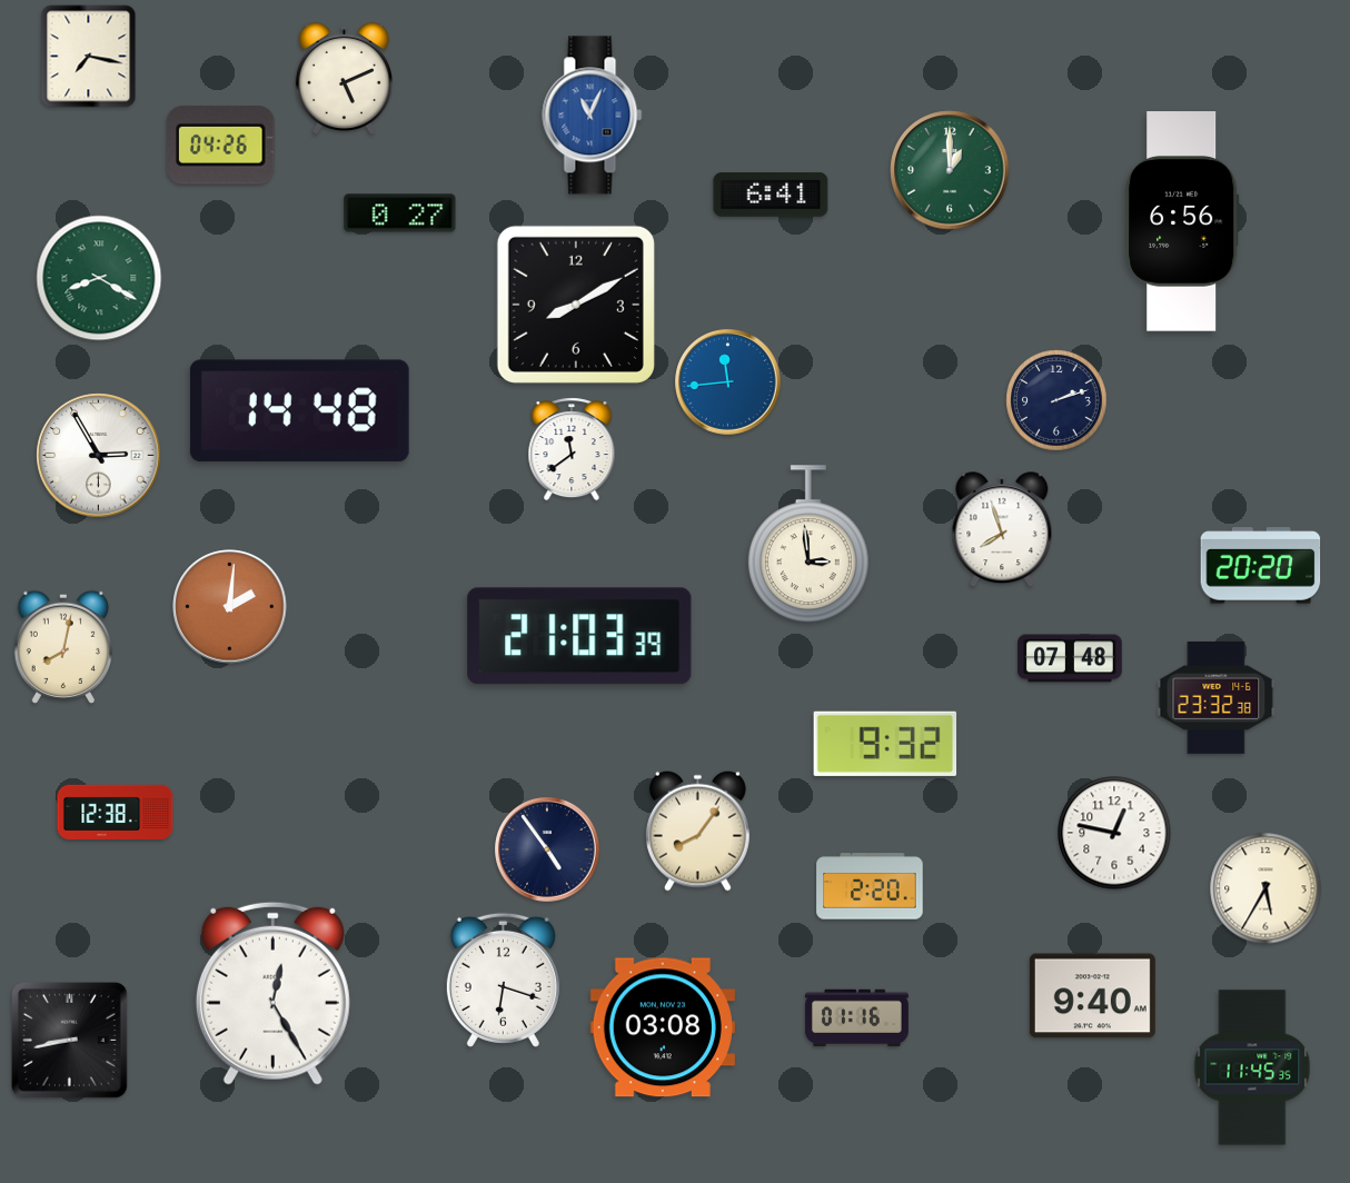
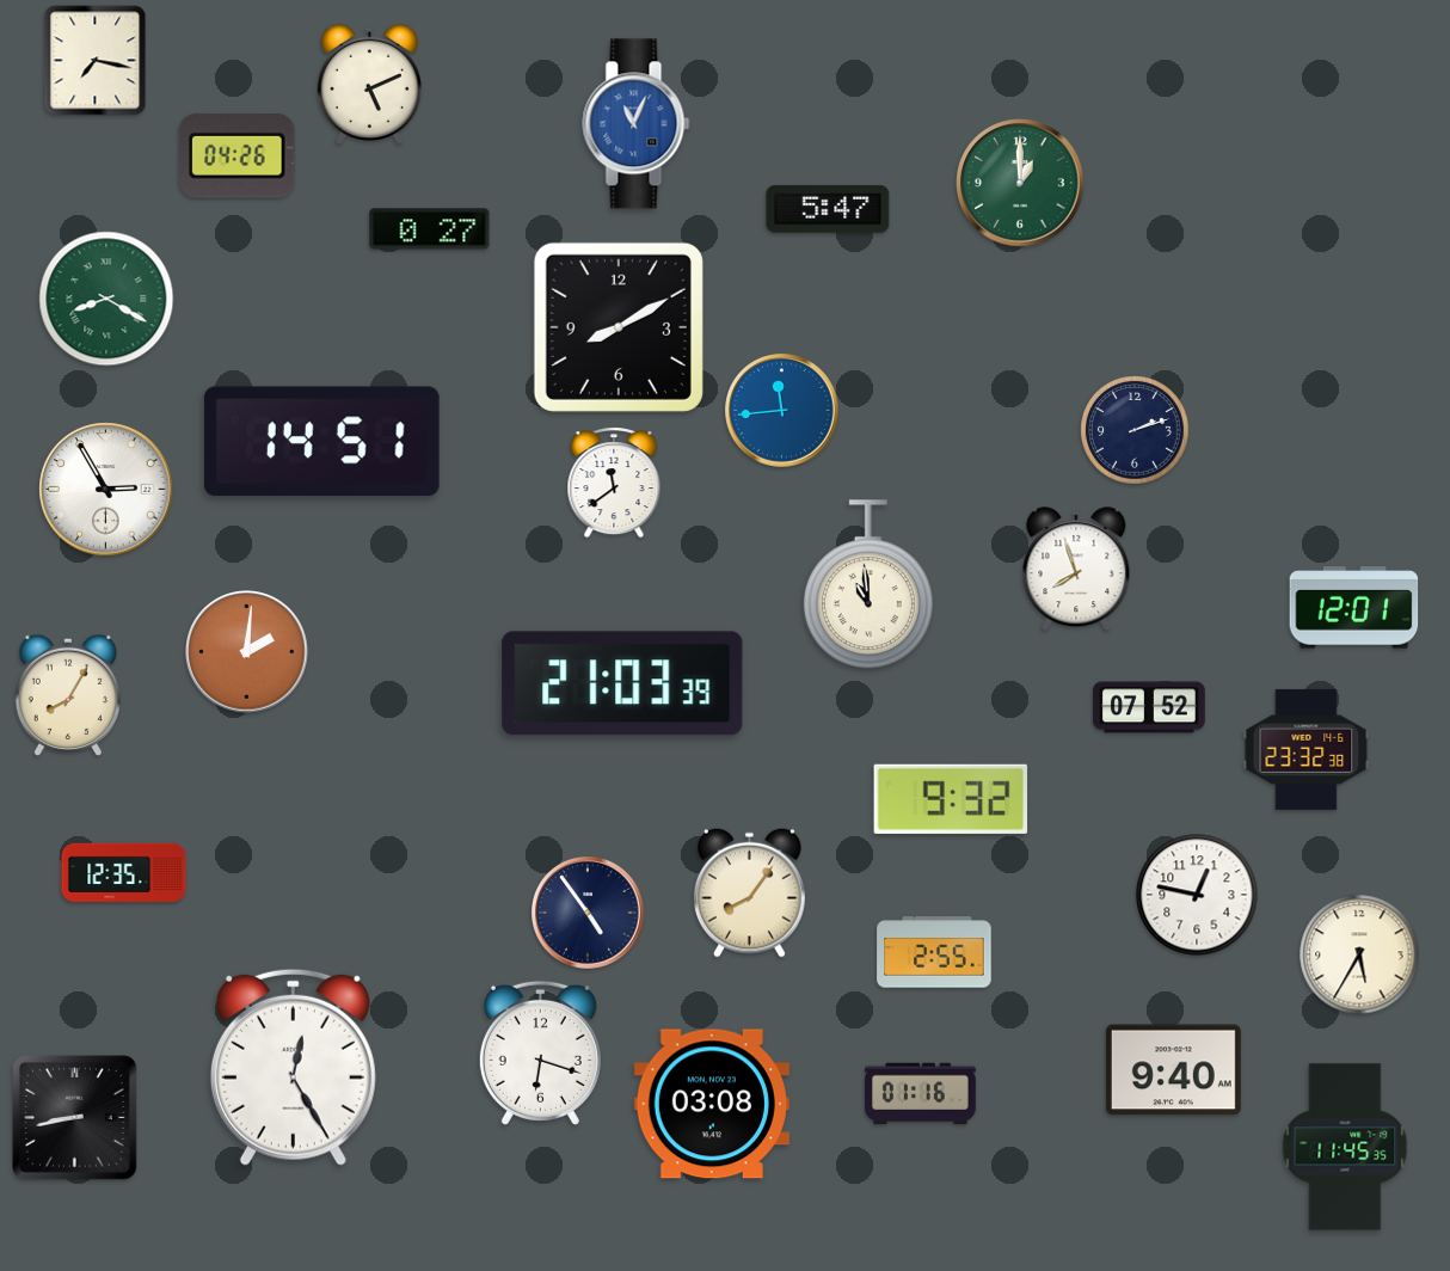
clock at (771, 195): 6:41 -> 5:47
clock at (1183, 221): 6:56 -> none
clock at (299, 411): 14:48 -> 14:51
clock at (808, 545): 2:59 -> 10:59
clock at (1261, 566): 20:20 -> 12:01
clock at (62, 647): 8:02 -> 8:05
clock at (1071, 658): 07:48 -> 07:52
clock at (116, 812): 12:38 -> 12:35
clock at (870, 886): 2:20 -> 2:55
